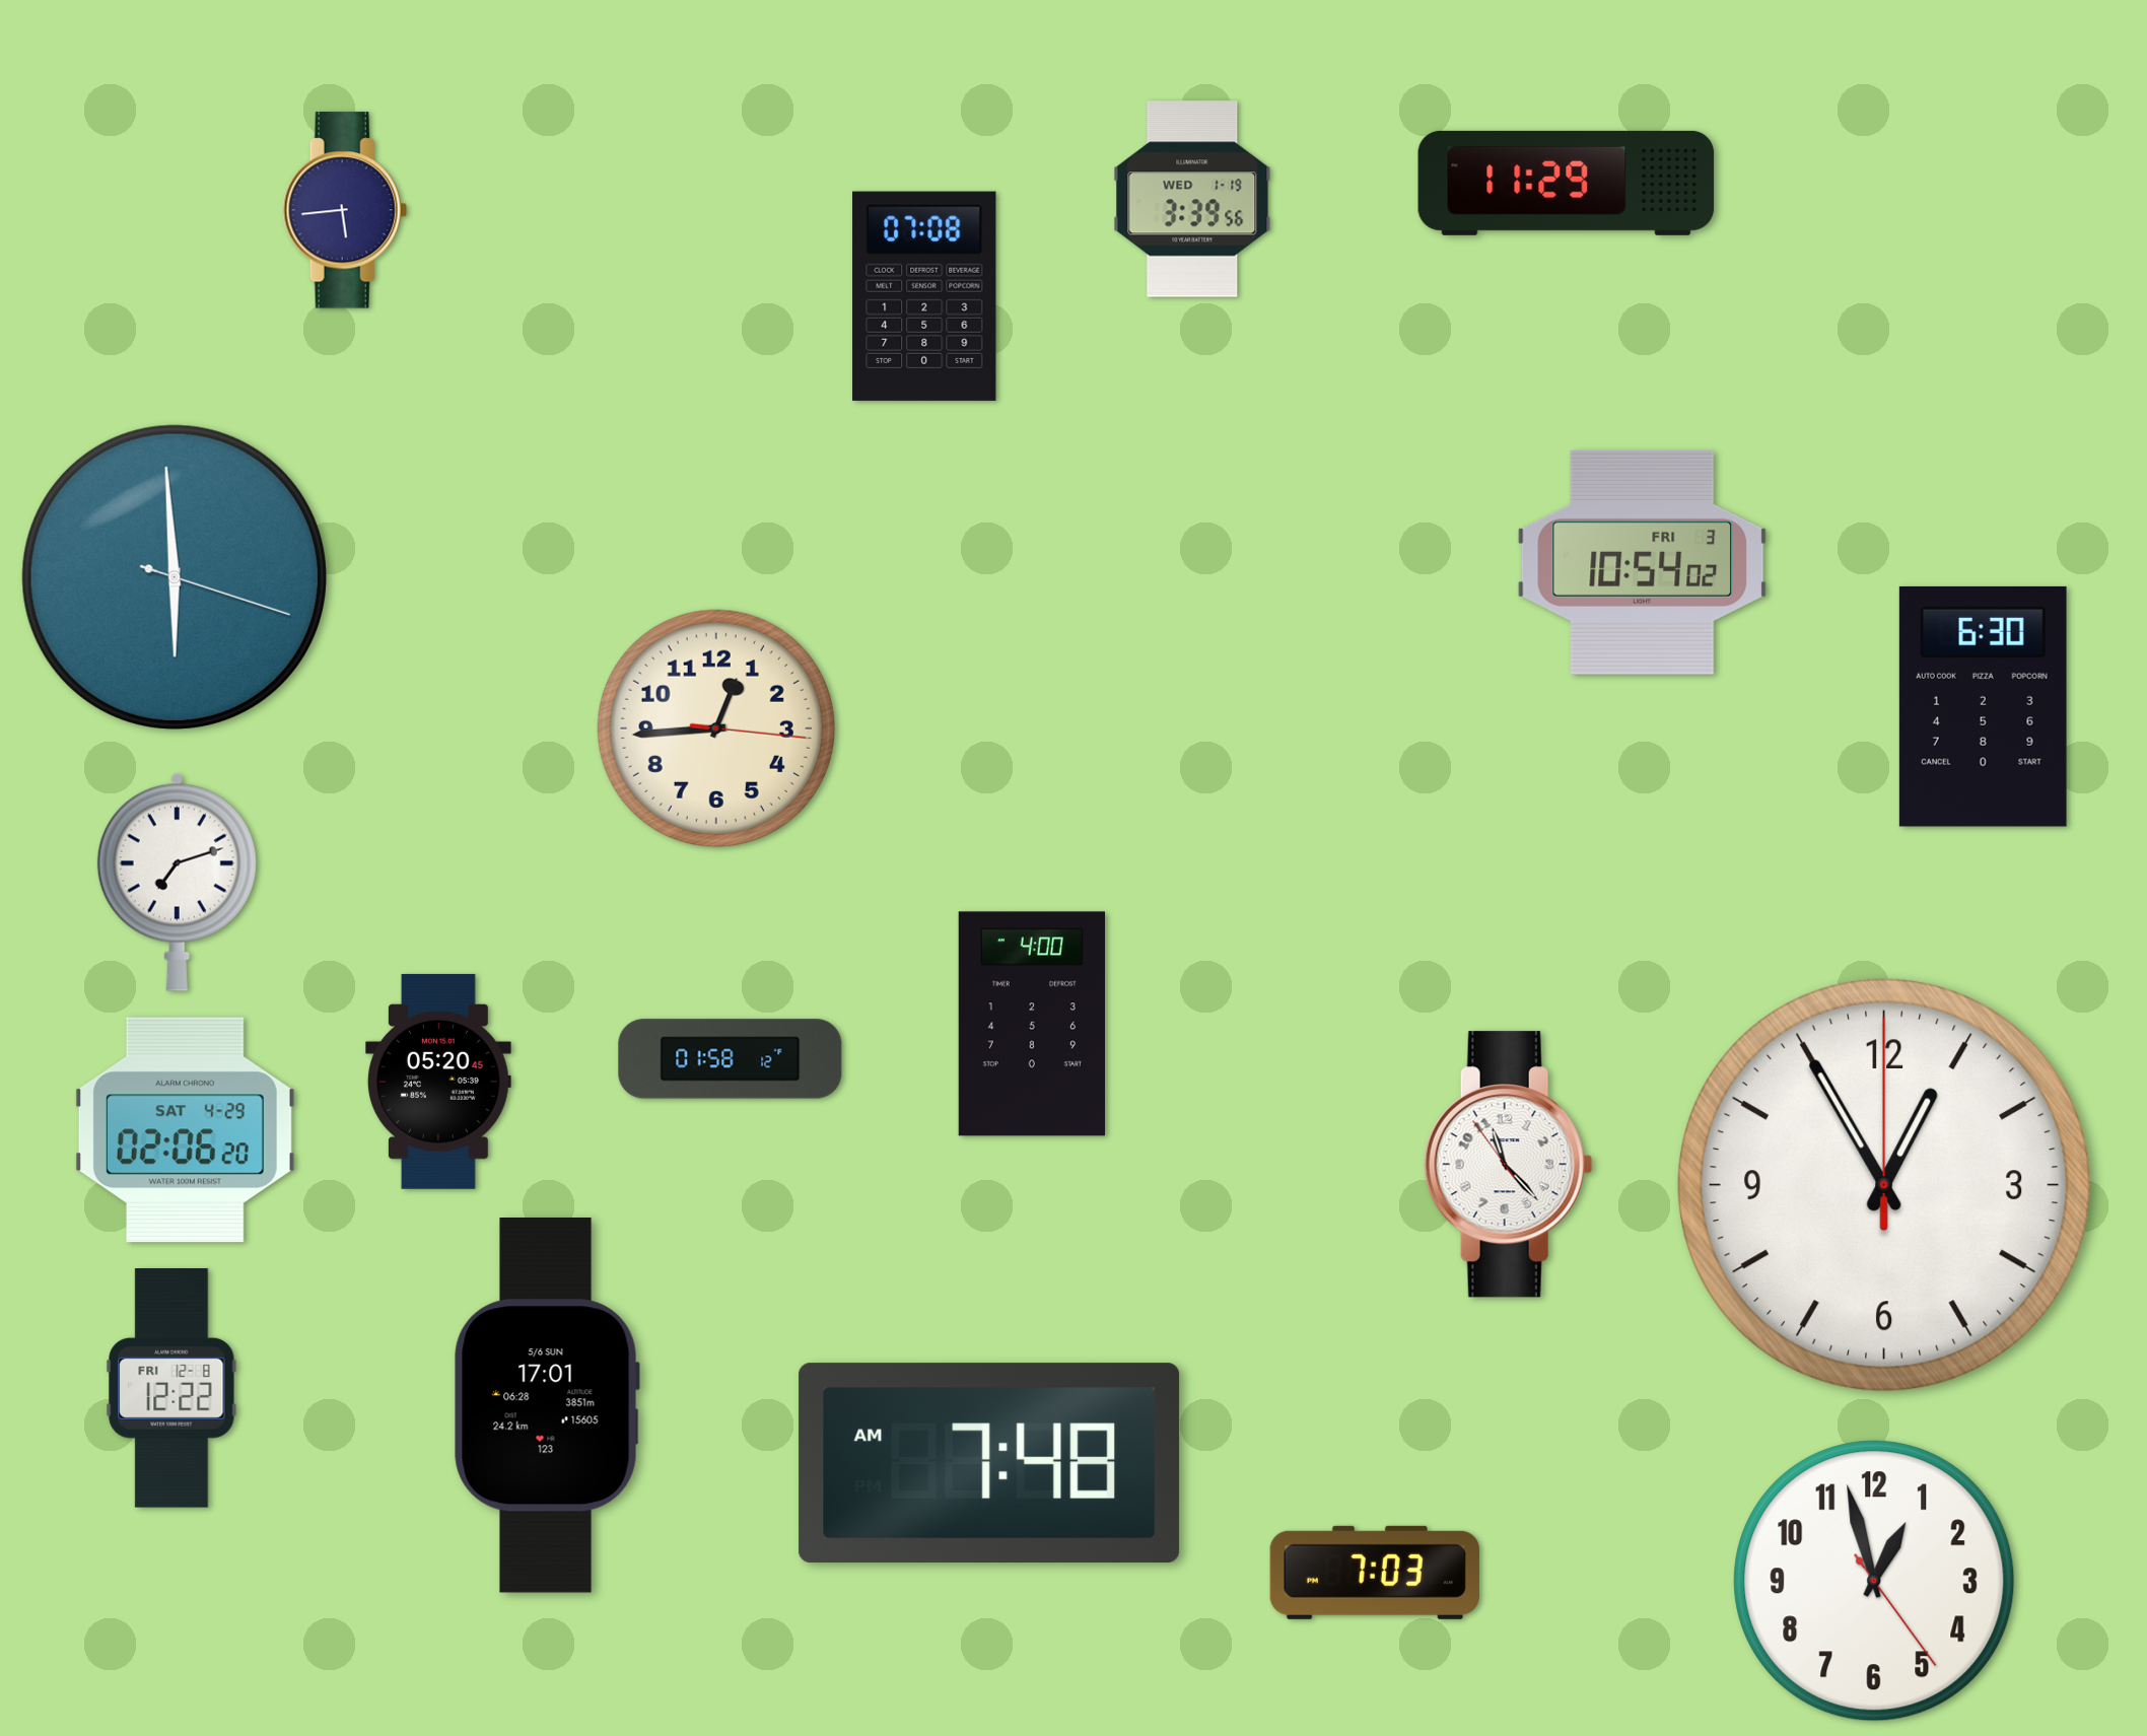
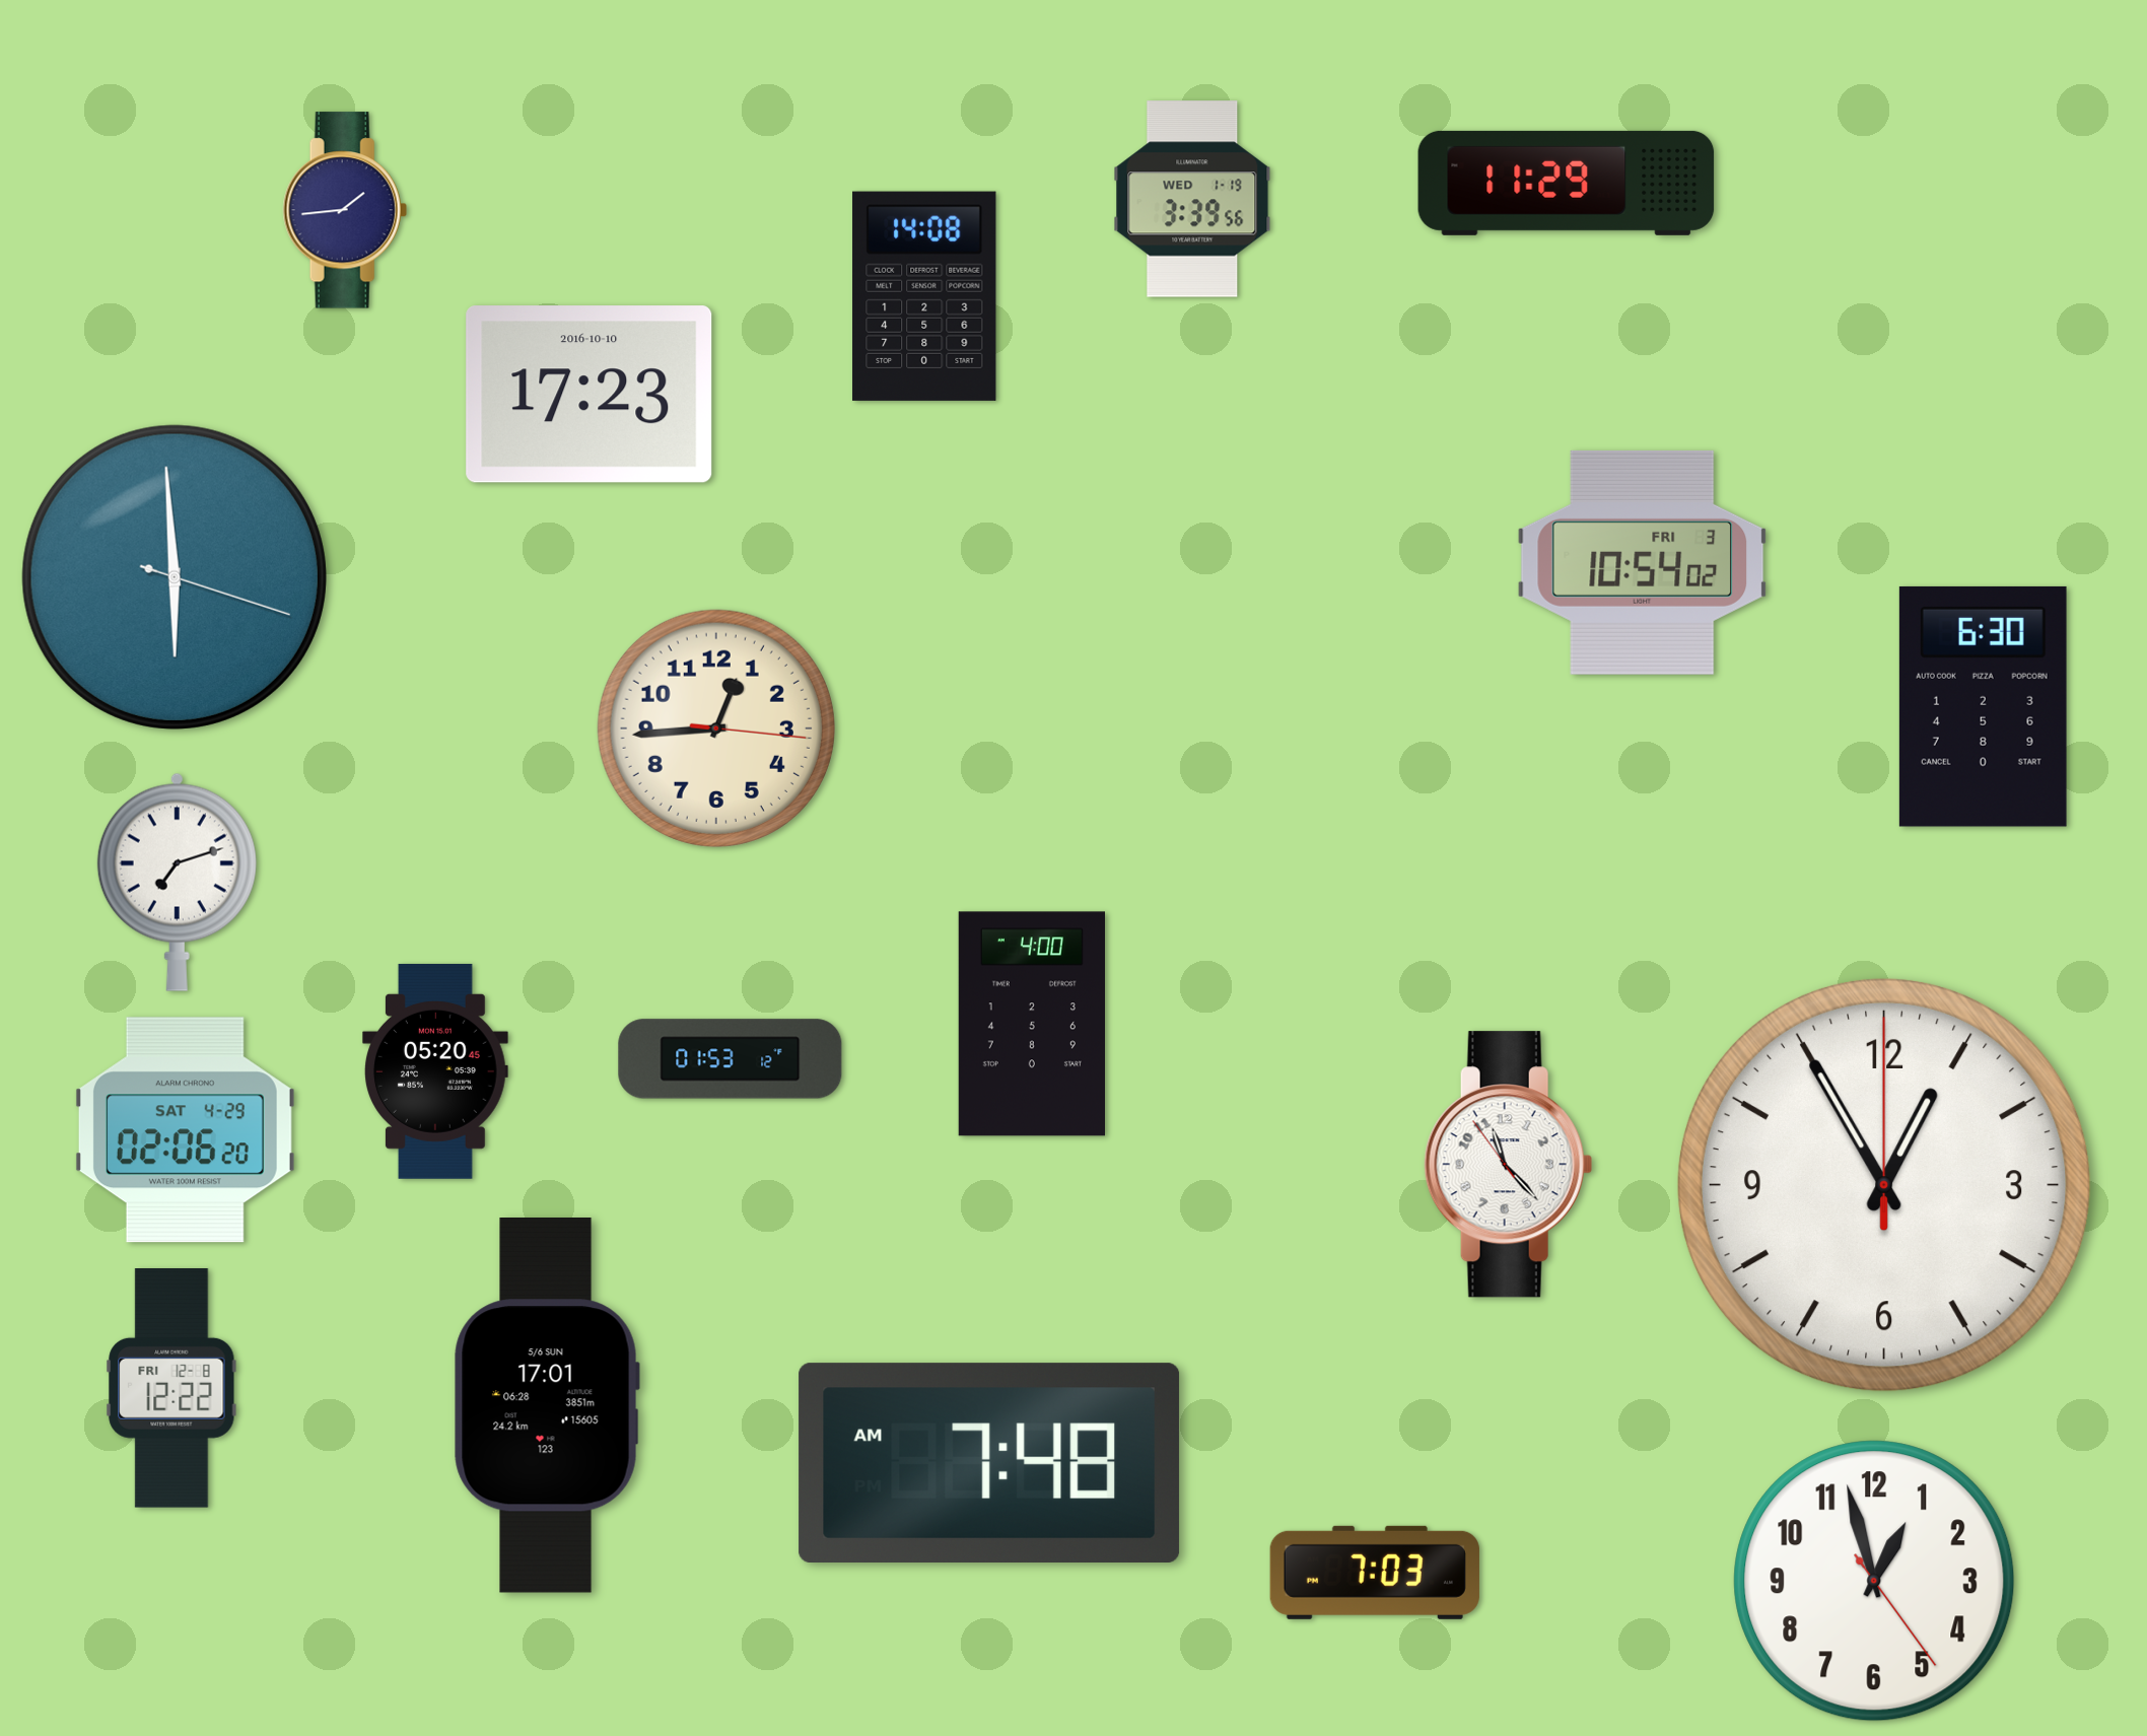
clock at (345, 210): 5:44 -> 1:44
clock at (924, 296): 07:08 -> 14:08
clock at (590, 395): none -> 17:23
clock at (731, 1059): 01:58 -> 01:53
clock at (438, 1082) position: (438, 1082) -> (435, 1071)
